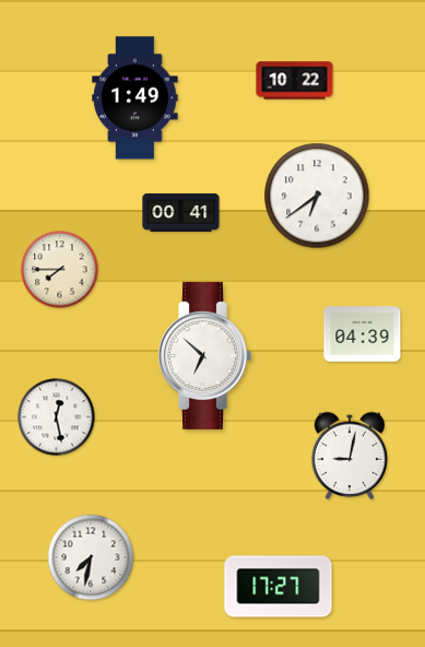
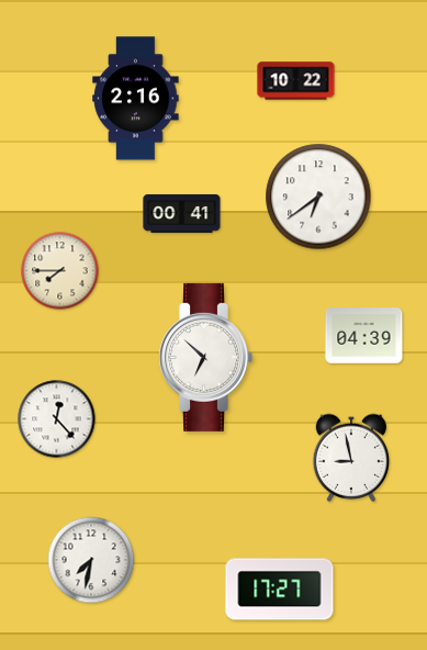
clock at (135, 98): 1:49 -> 2:16
clock at (57, 417): 12:28 -> 12:23
clock at (350, 456): 9:02 -> 8:58
